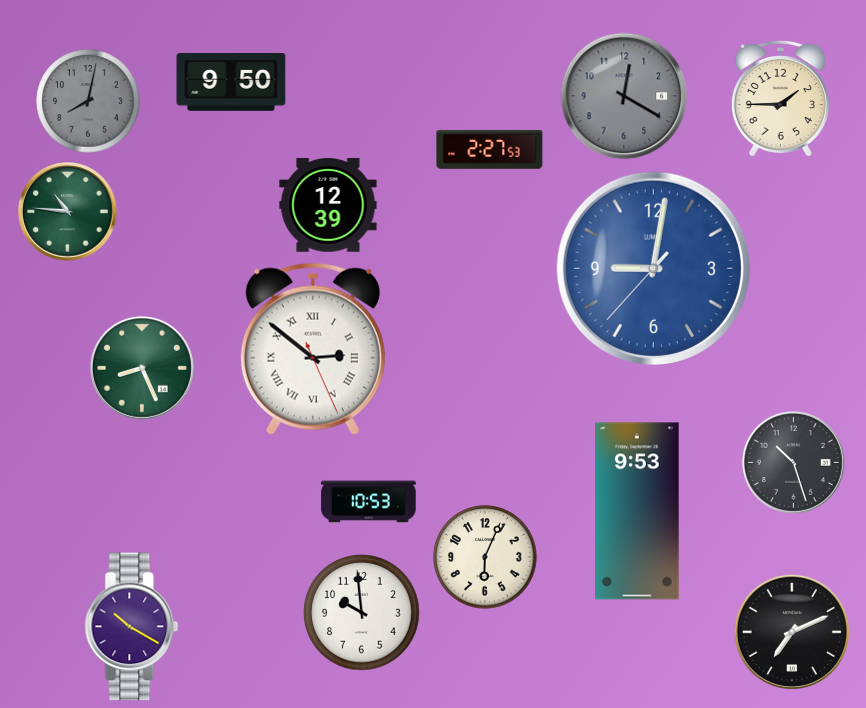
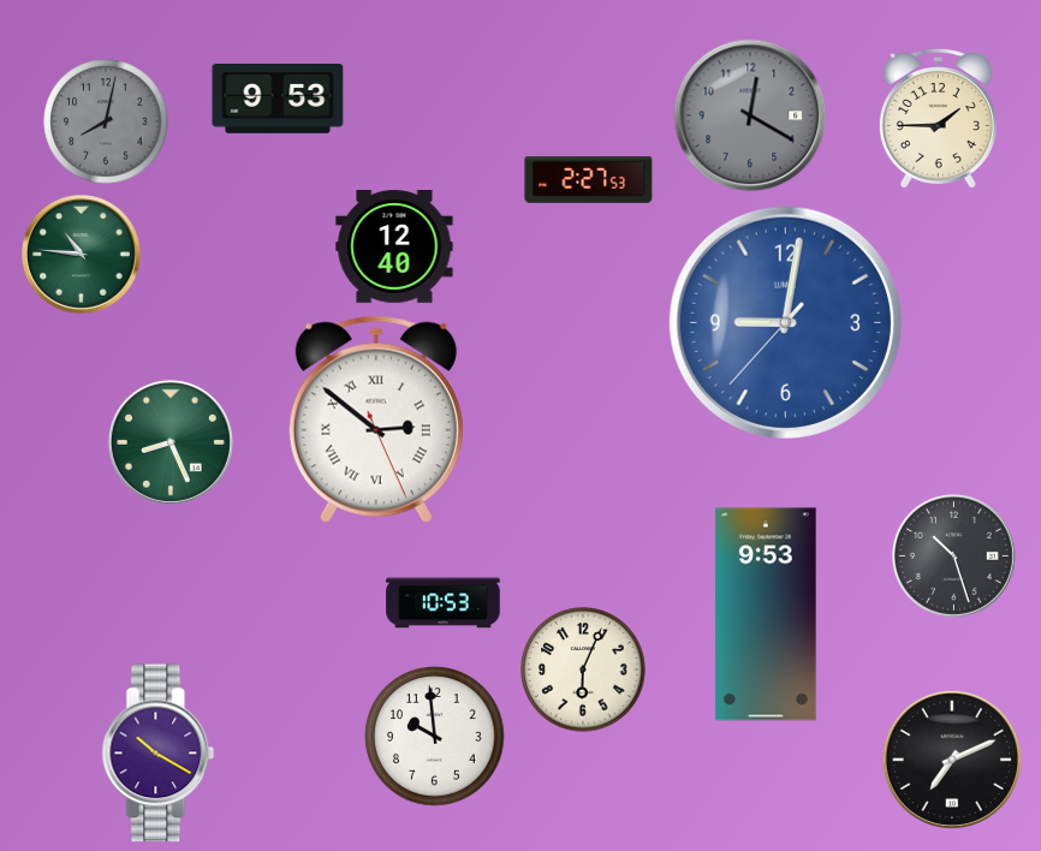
clock at (231, 83): 9:50 -> 9:53
clock at (328, 205): 12:39 -> 12:40
